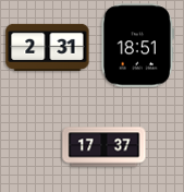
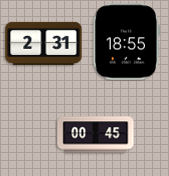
clock at (137, 46): 18:51 -> 18:55
clock at (105, 147): 17:37 -> 00:45
